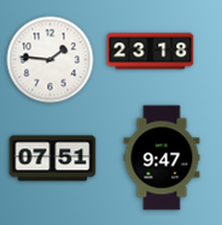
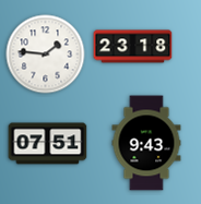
clock at (151, 52) position: (151, 52) -> (133, 47)
clock at (162, 158): 9:47 -> 9:43
